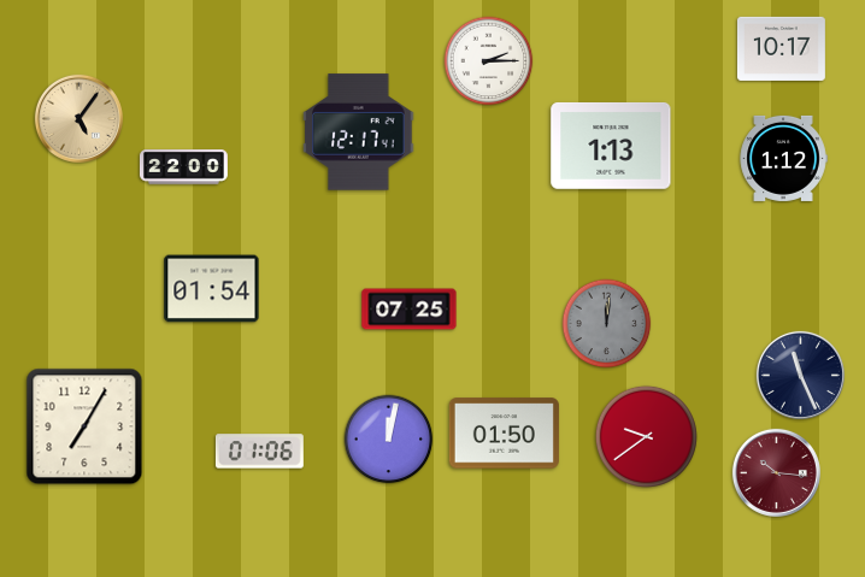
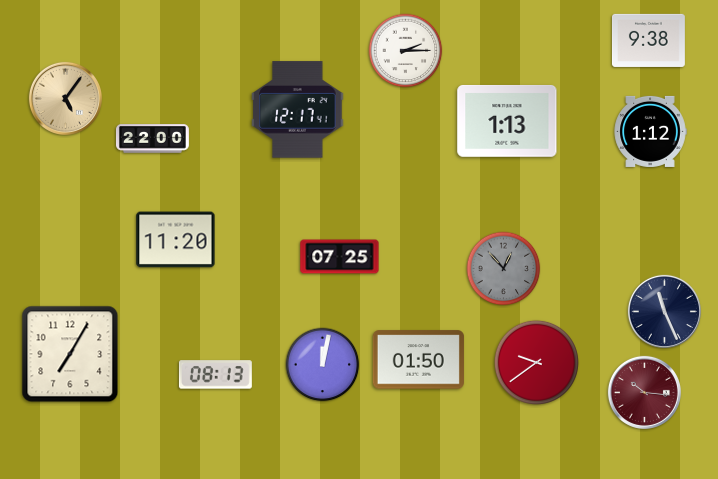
clock at (781, 48): 10:17 -> 9:38
clock at (212, 289): 01:54 -> 11:20
clock at (607, 324): 12:01 -> 12:53
clock at (259, 452): 01:06 -> 08:13
